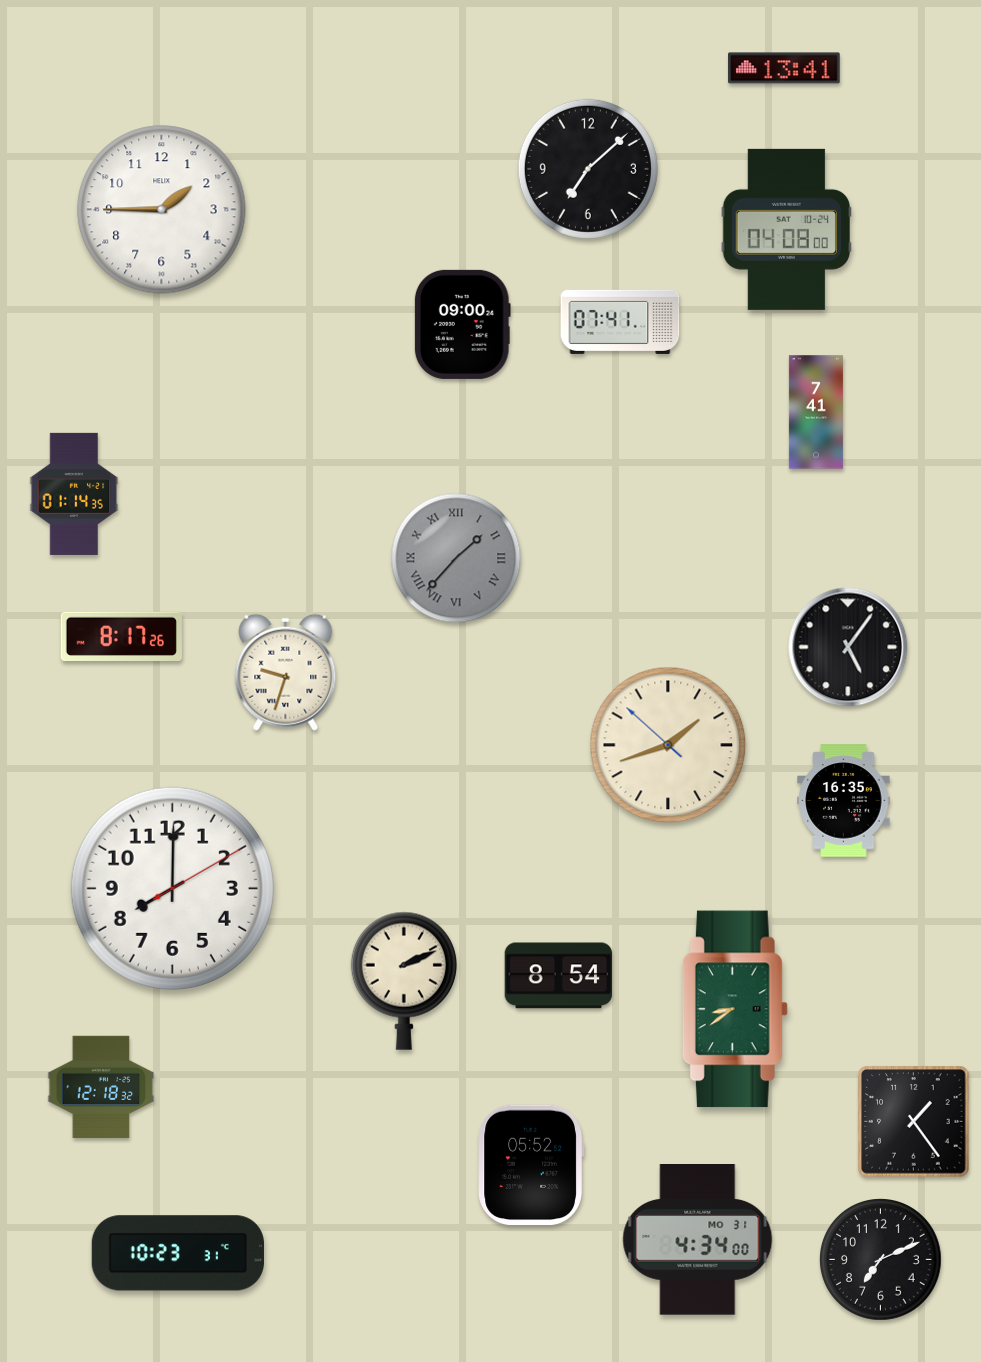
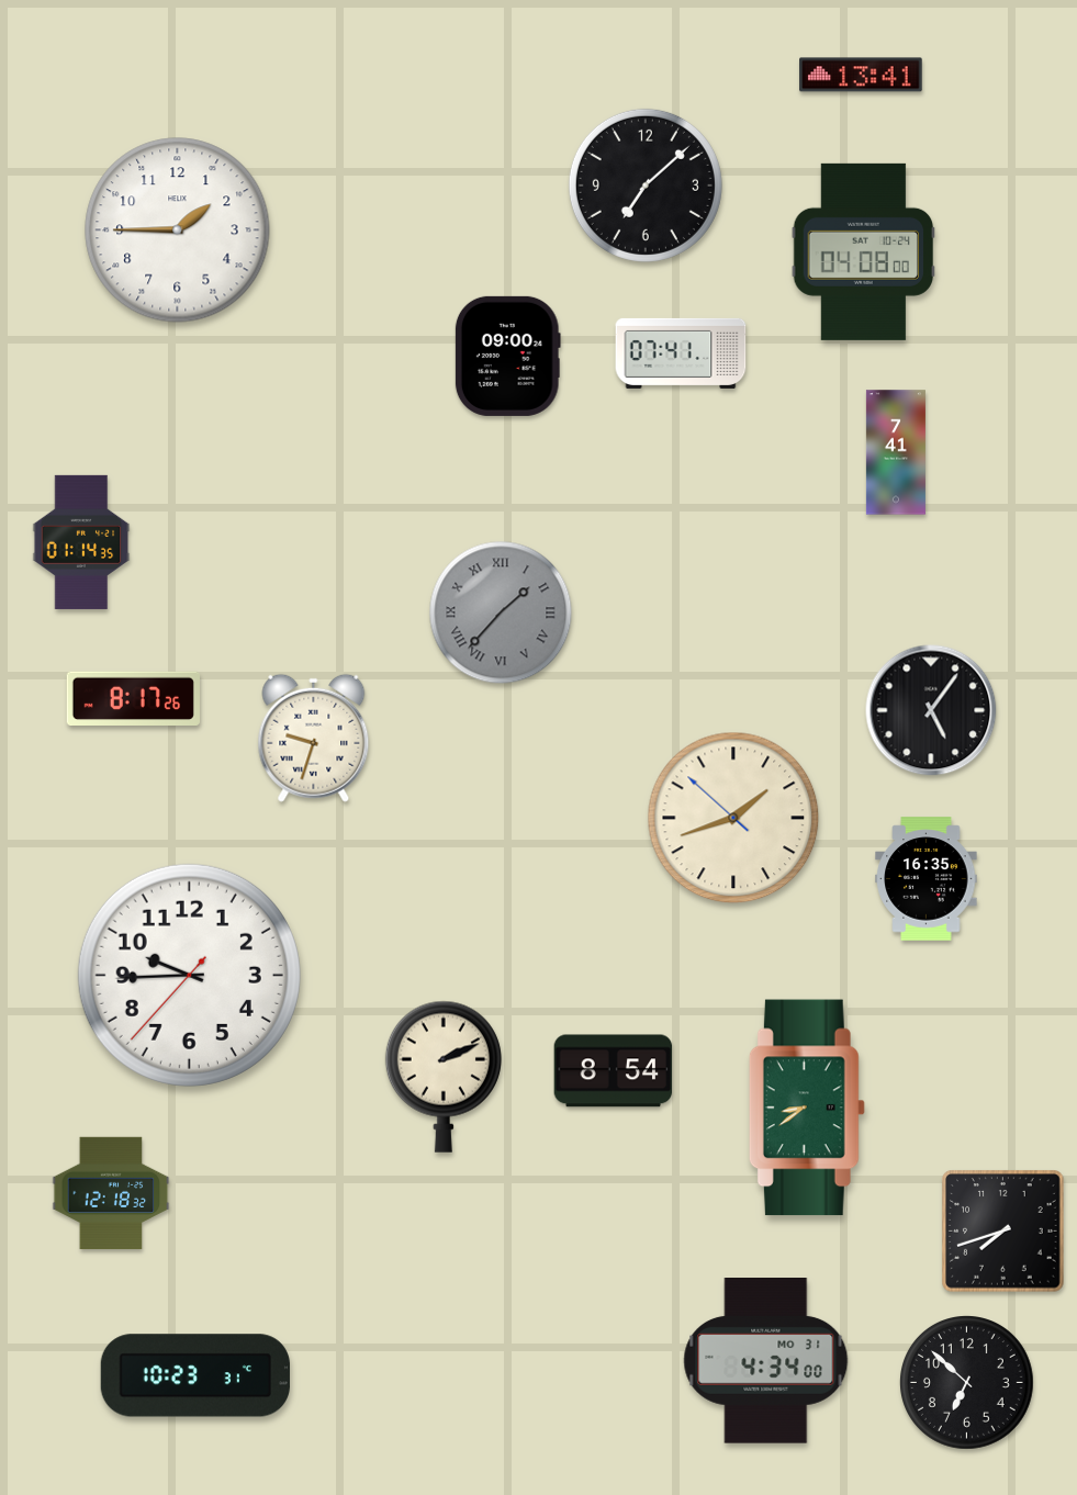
clock at (172, 888): 8:00 -> 9:44
clock at (914, 1122): 1:24 -> 7:42
clock at (530, 1165): 05:52 -> none
clock at (881, 1260): 7:11 -> 6:52
